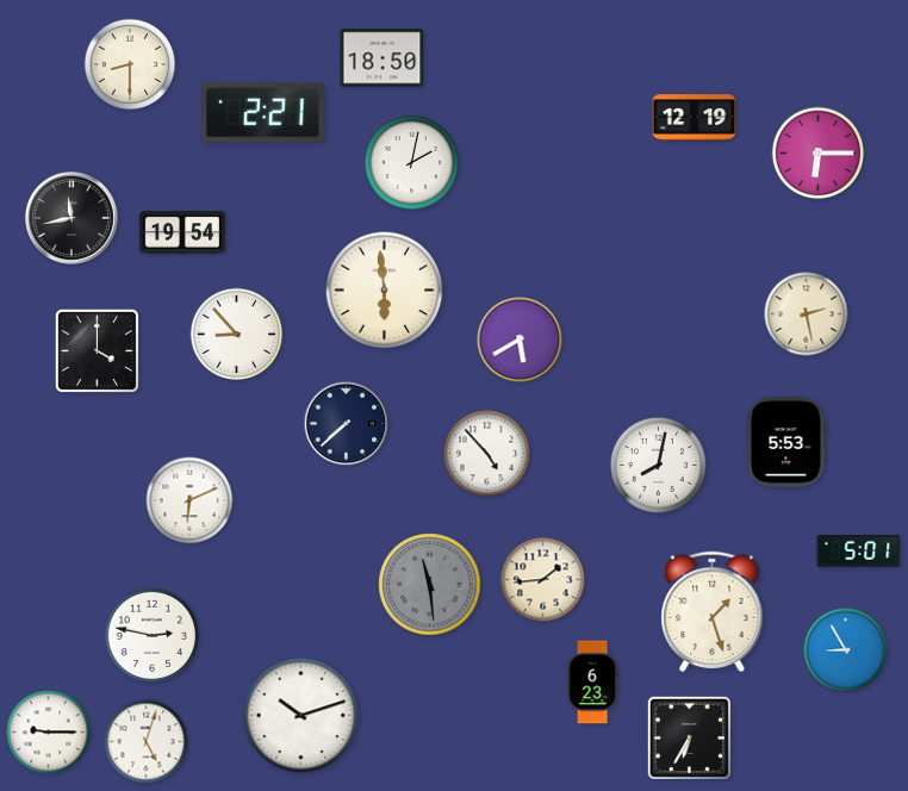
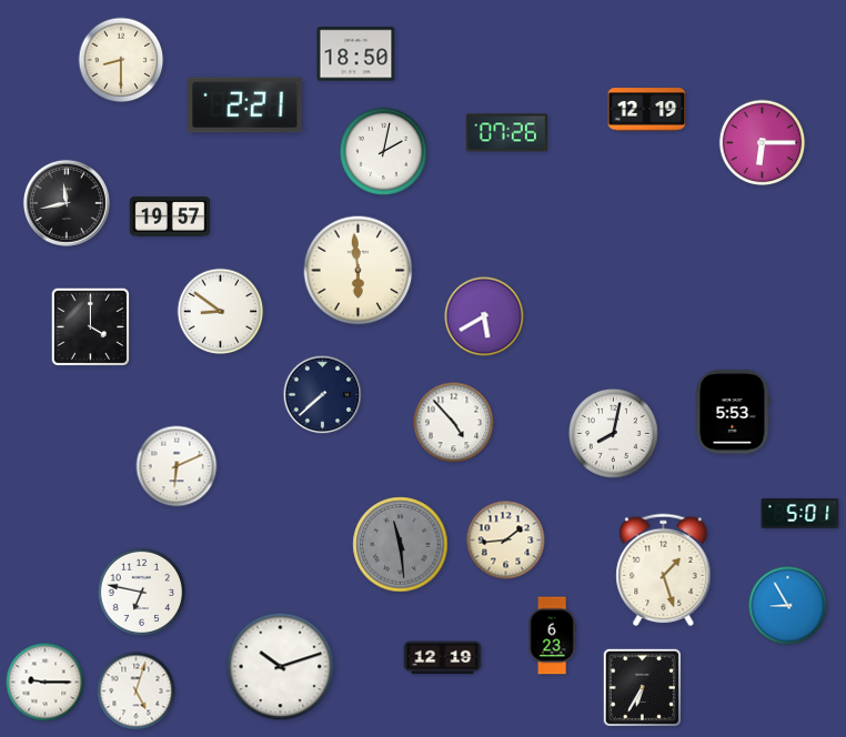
clock at (506, 133): none -> 07:26
clock at (181, 232): 19:54 -> 19:57
clock at (807, 314): 2:28 -> none
clock at (237, 335): 8:53 -> 8:51
clock at (151, 635): 2:47 -> 6:47
clock at (443, 658): none -> 12:19
